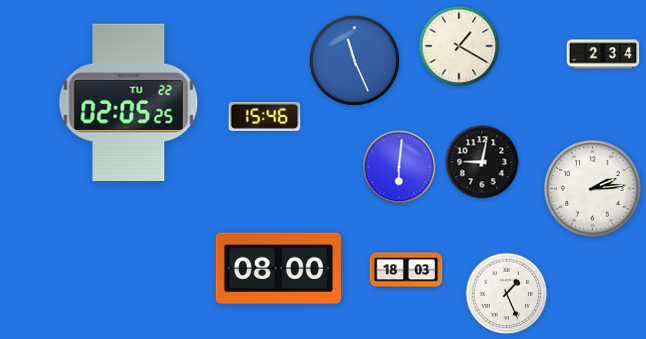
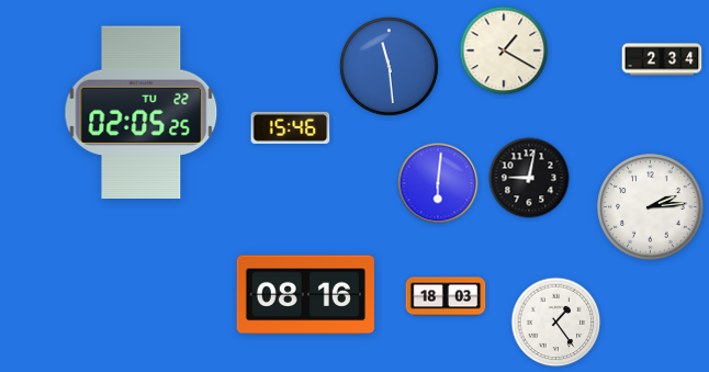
clock at (354, 60): 11:26 -> 11:29
clock at (278, 269): 08:00 -> 08:16
clock at (507, 294): 1:26 -> 1:24
